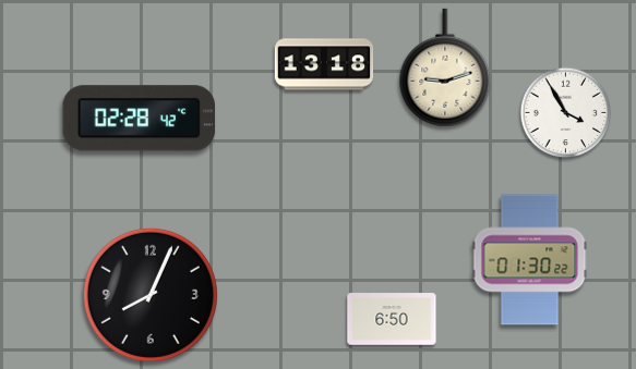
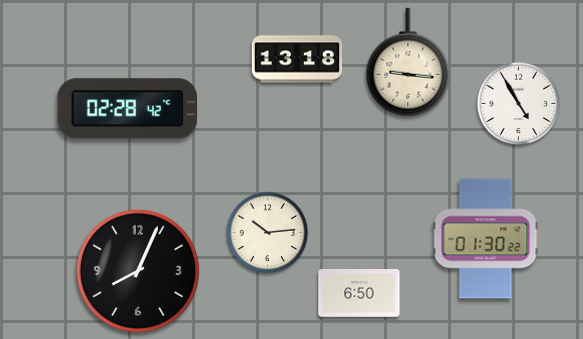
clock at (445, 67): 9:12 -> 9:16
clock at (566, 113): 3:55 -> 4:55
clock at (268, 233): none -> 10:14
